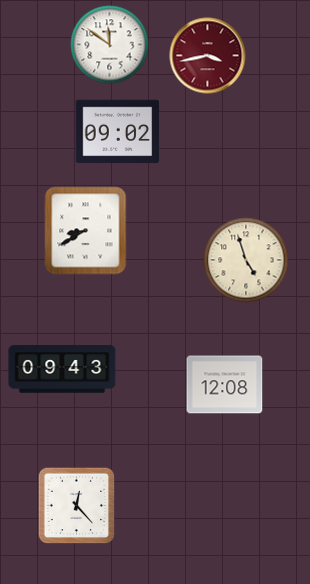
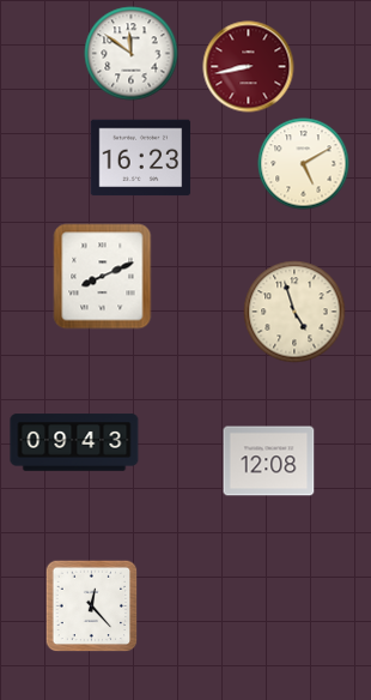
clock at (208, 56): 3:43 -> 8:43
clock at (118, 132): 09:02 -> 16:23
clock at (304, 164): none -> 5:10
clock at (86, 231): 8:40 -> 8:11
